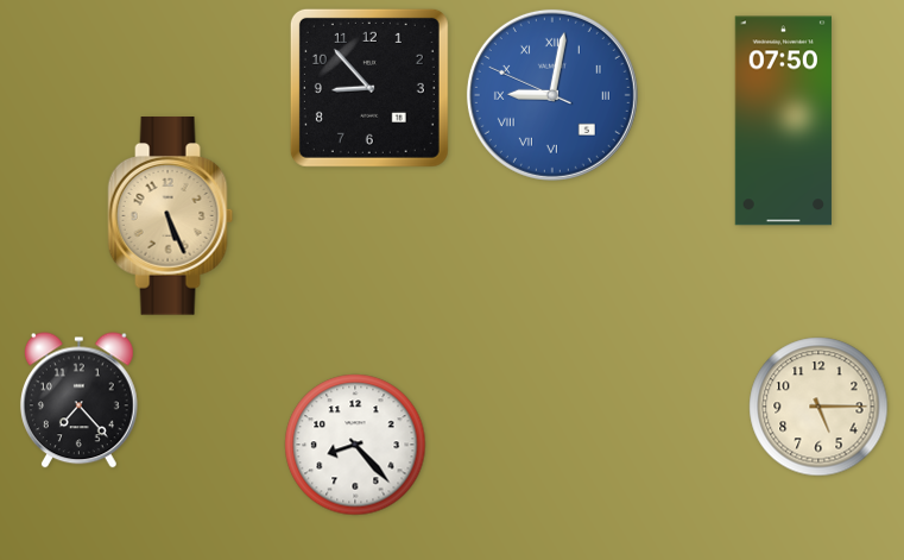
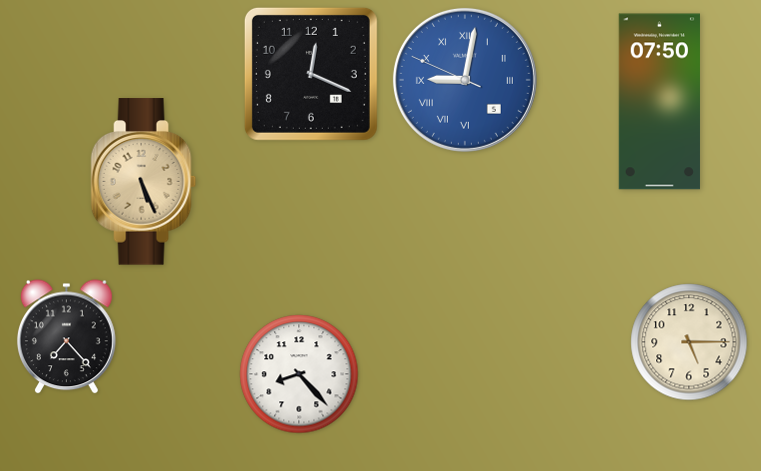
clock at (369, 88): 8:53 -> 12:19
